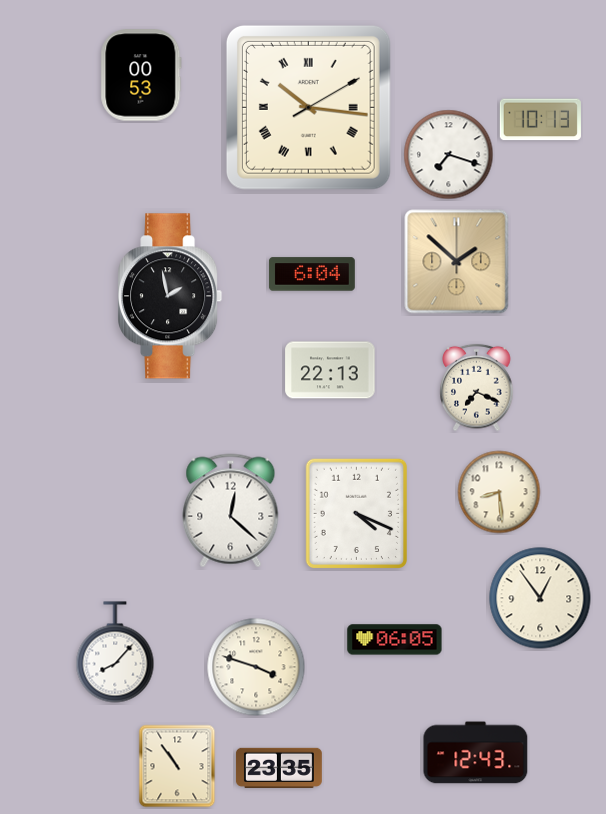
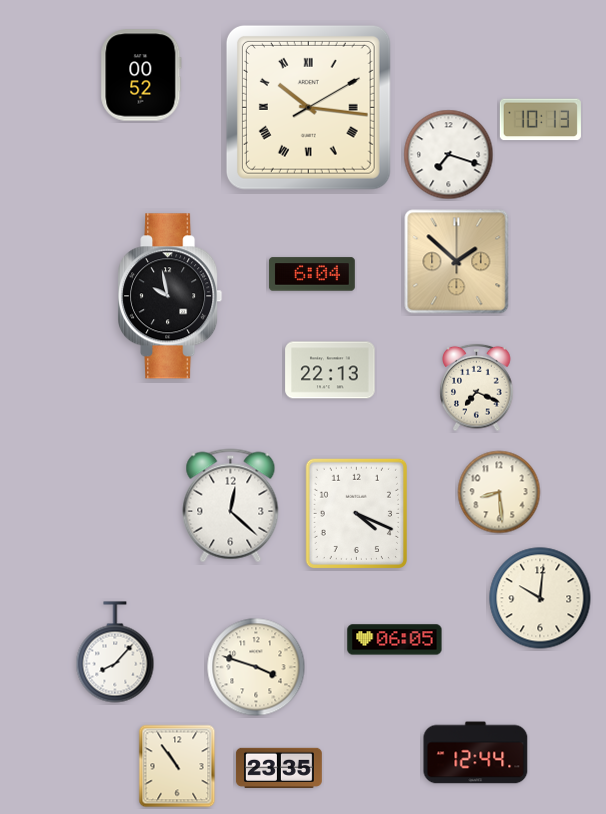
clock at (141, 75): 00:53 -> 00:52
clock at (170, 296): 1:58 -> 9:58
clock at (231, 511) position: (231, 511) -> (231, 506)
clock at (540, 598): 12:54 -> 10:01
clock at (476, 753): 12:43 -> 12:44
